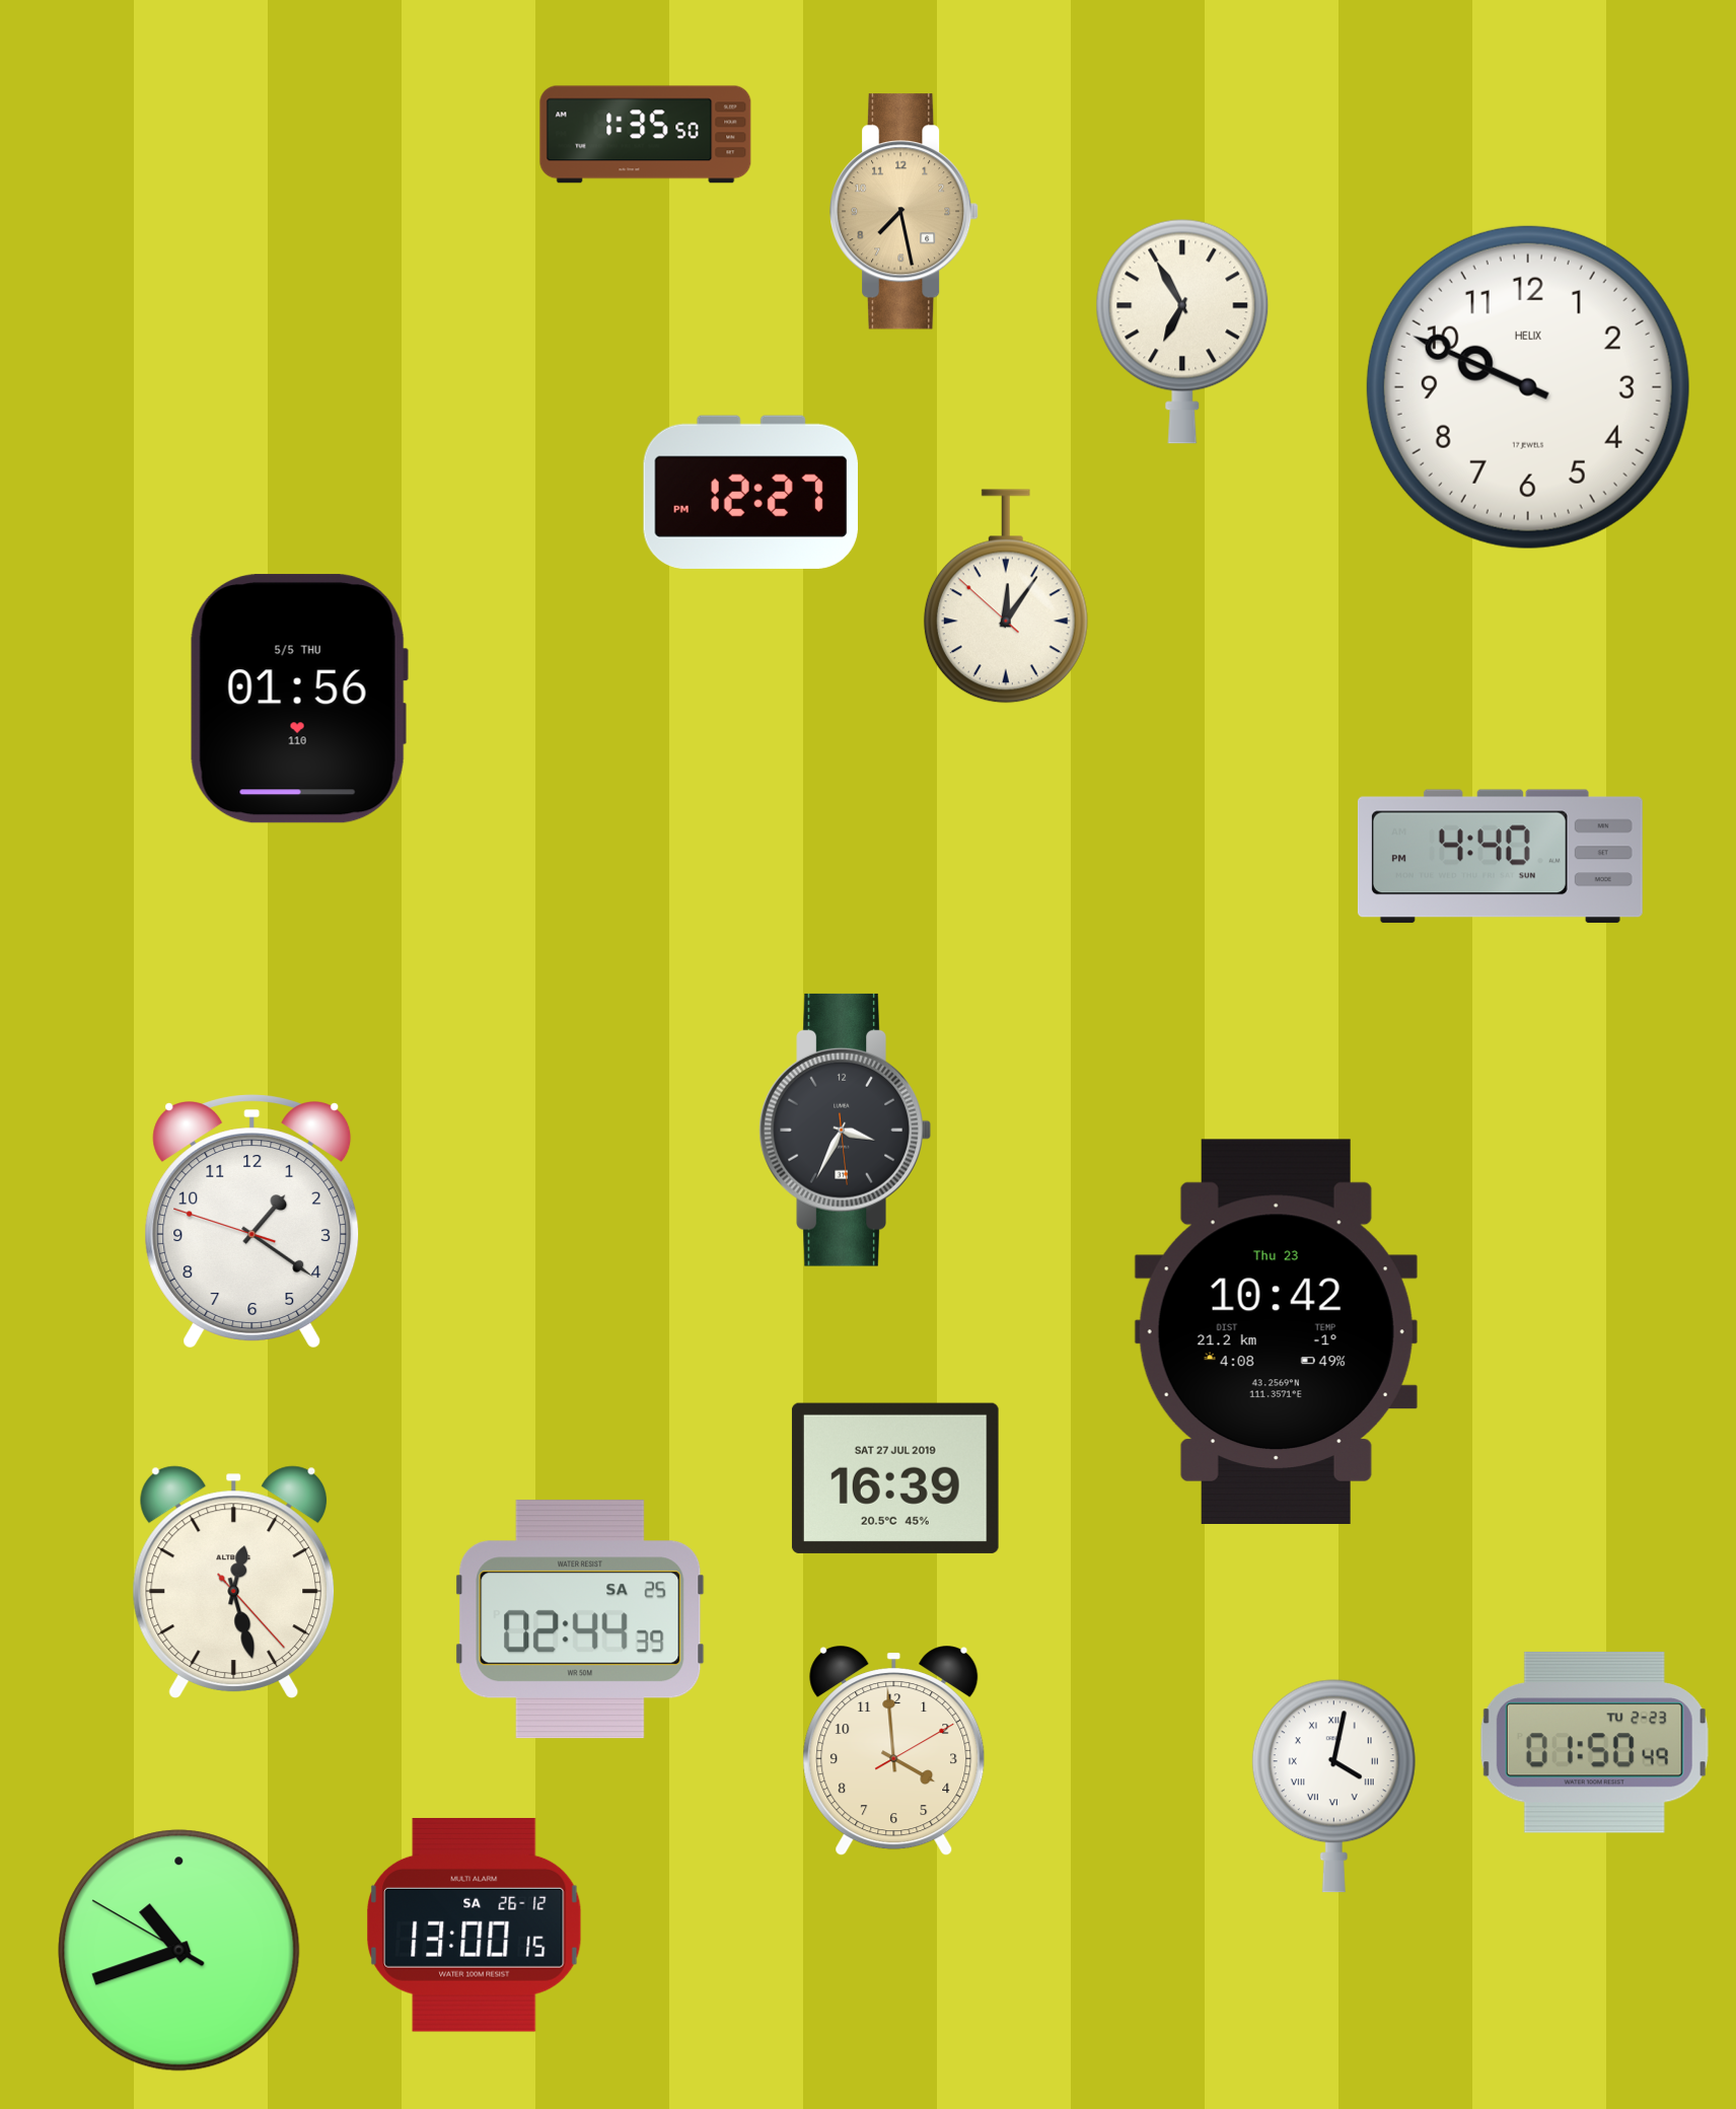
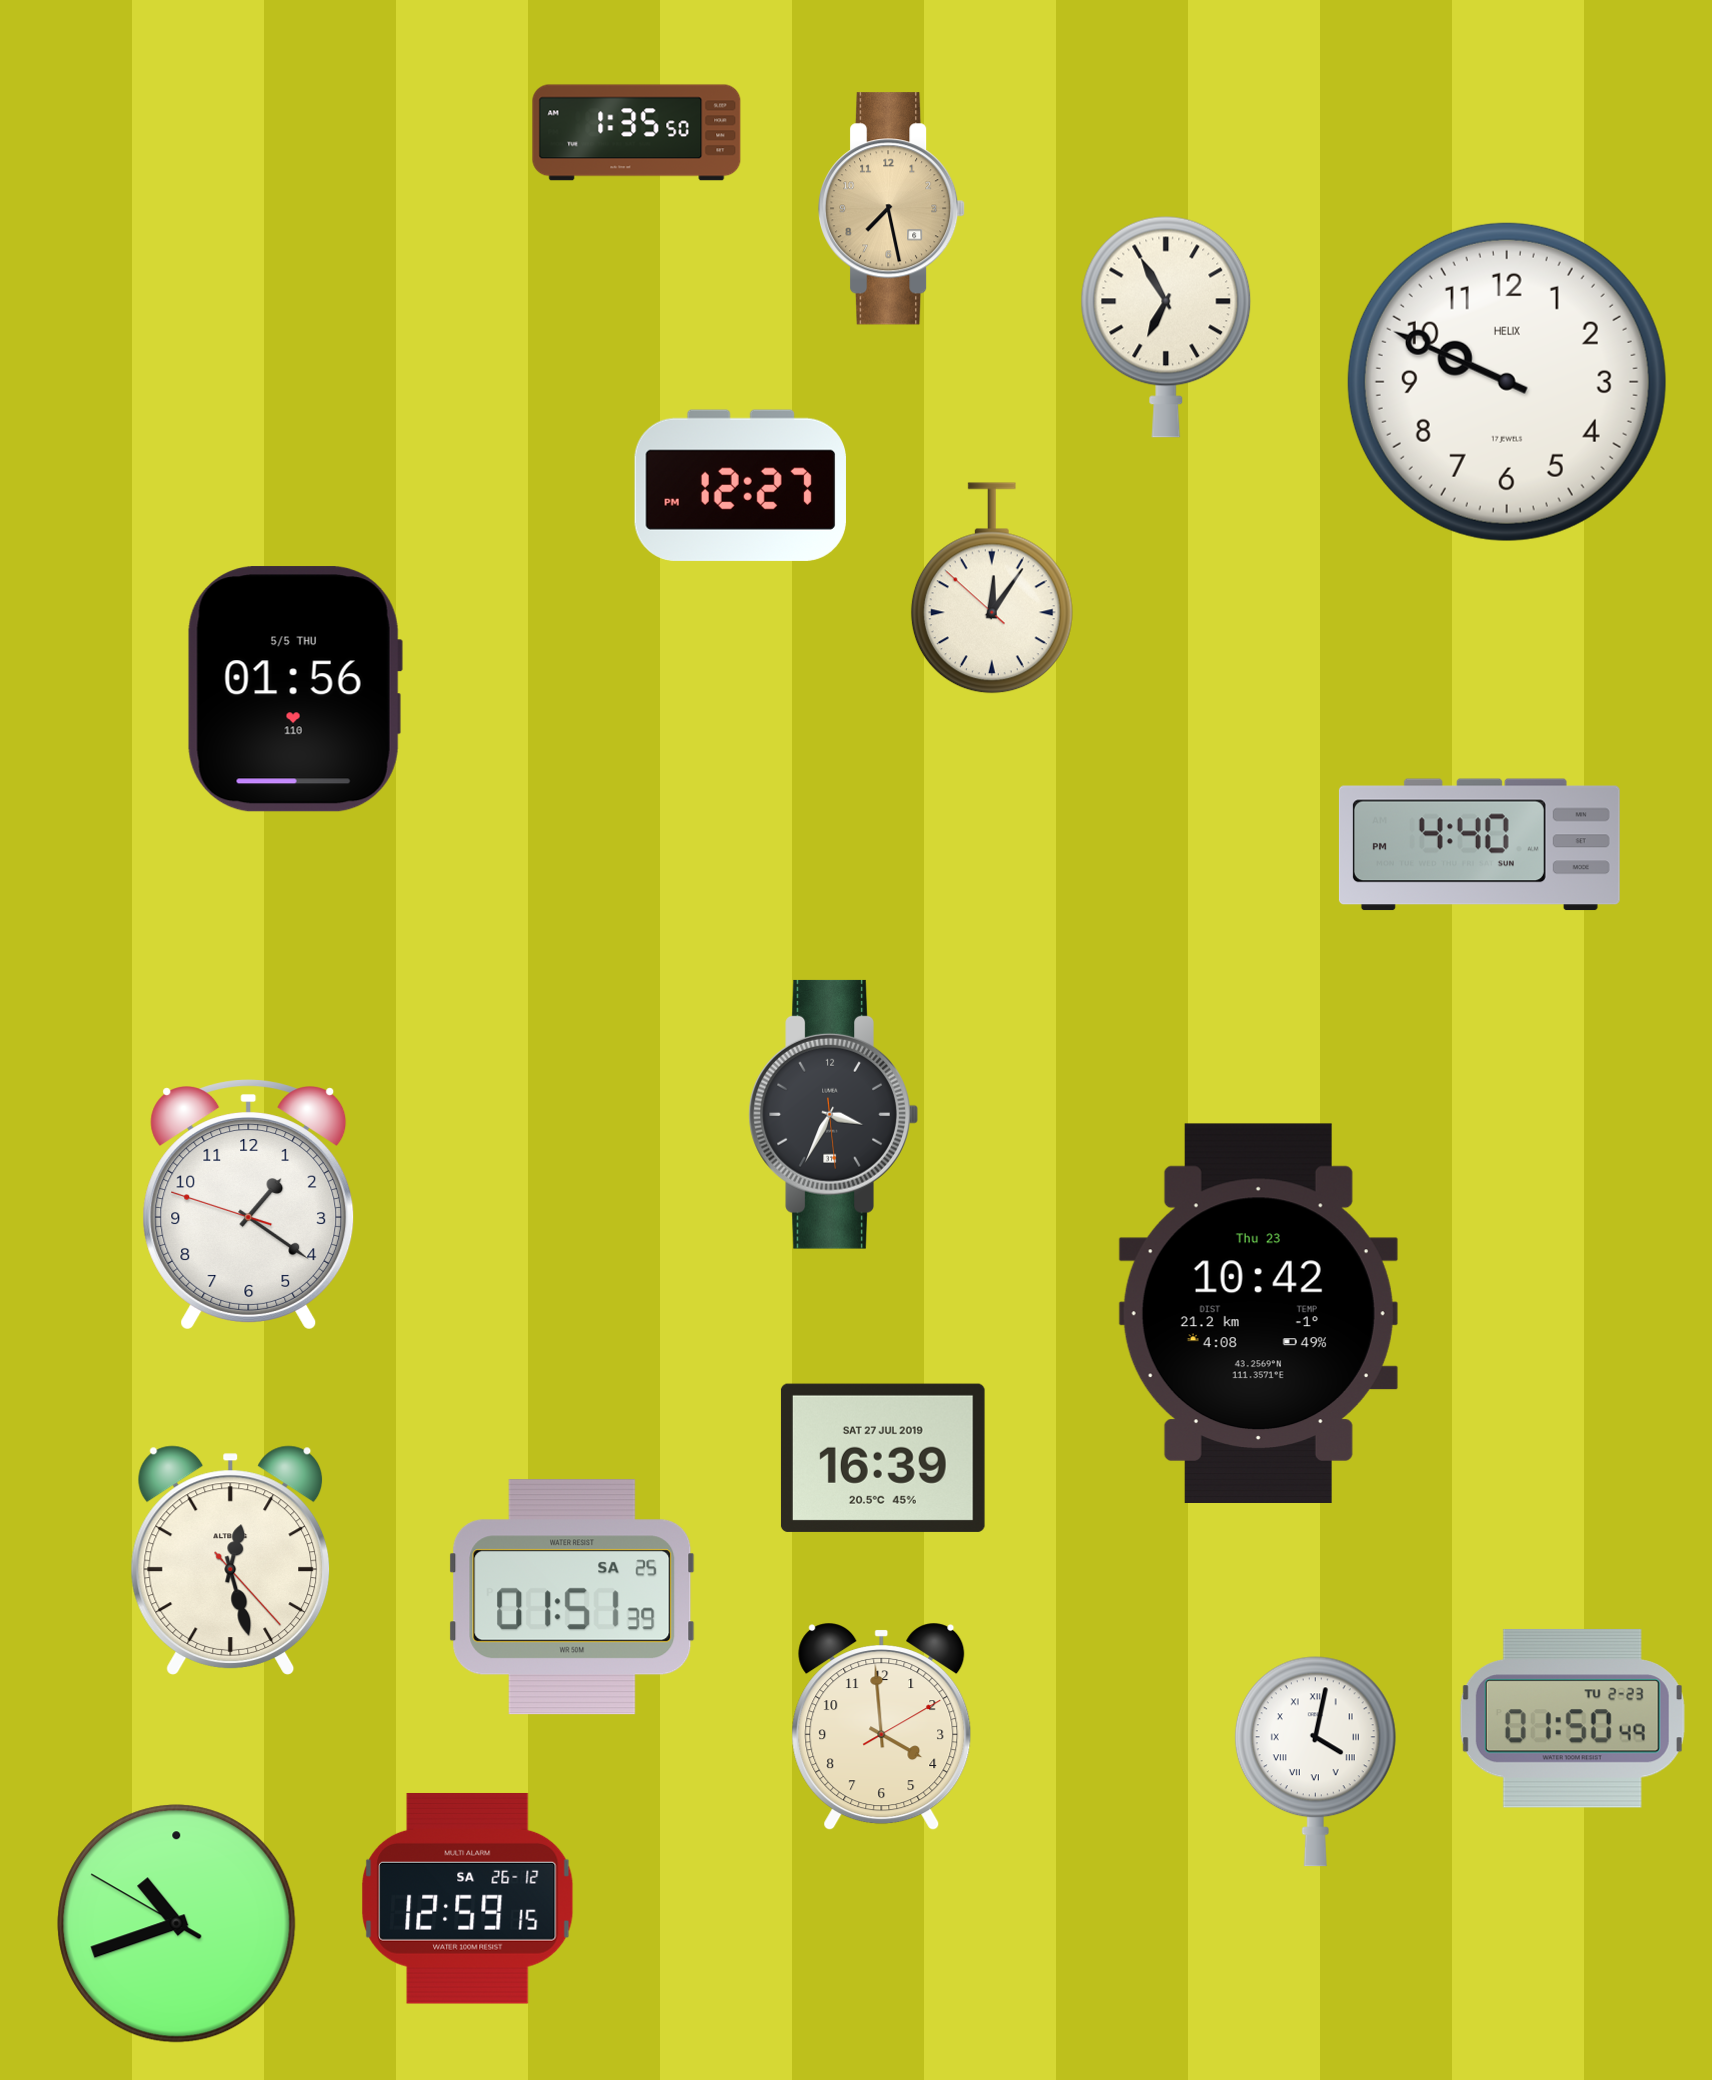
clock at (580, 1619): 02:44 -> 01:51
clock at (475, 1924): 13:00 -> 12:59
